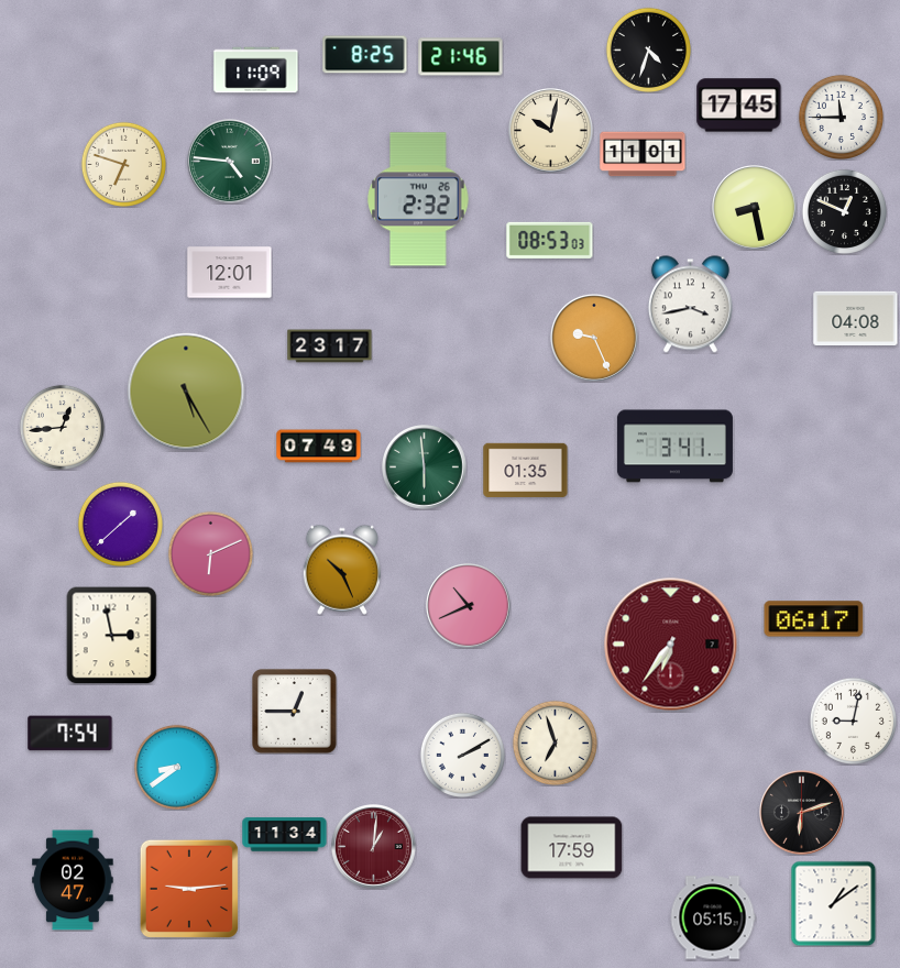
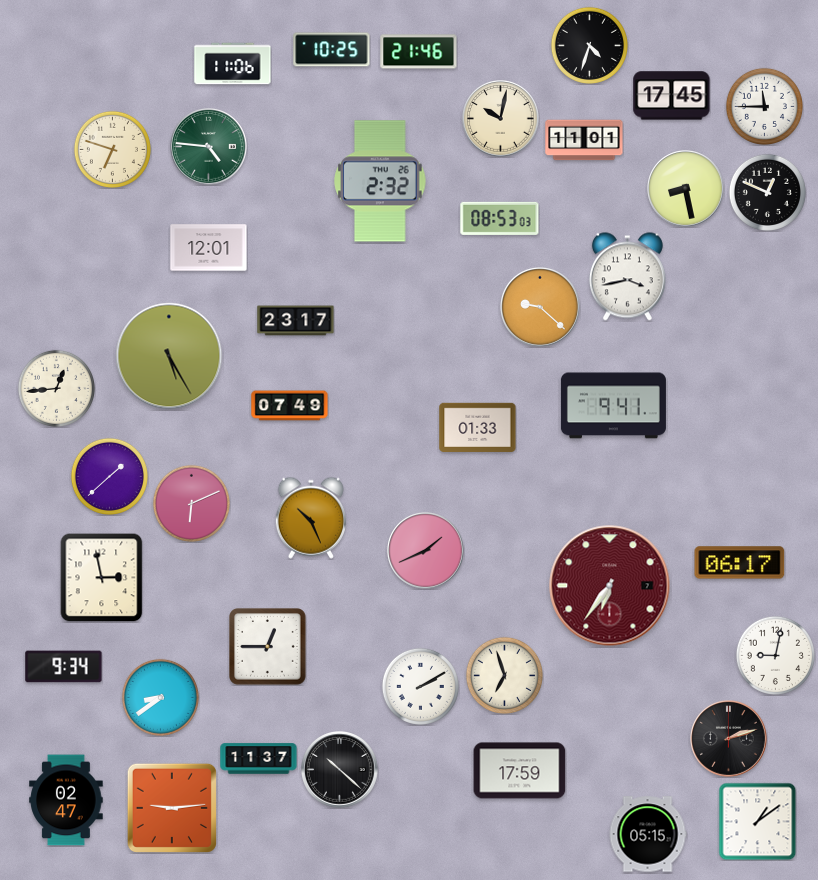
clock at (365, 55): 8:25 -> 10:25
clock at (256, 70): 11:09 -> 11:06
clock at (856, 318): 04:08 -> none
clock at (594, 338): 9:26 -> 9:22
clock at (330, 346) position: (330, 346) -> (296, 321)
clock at (674, 447): 3:41 -> 9:41
clock at (425, 468): 5:59 -> none
clock at (526, 470): 01:35 -> 01:33
clock at (469, 606): 10:41 -> 1:41
clock at (70, 734): 7:54 -> 9:34
clock at (802, 813): 6:12 -> 2:12
clock at (285, 835): 11:34 -> 11:37
clock at (374, 847): 1:01 -> 10:22
clock at (374, 847) dial: burgundy -> black
